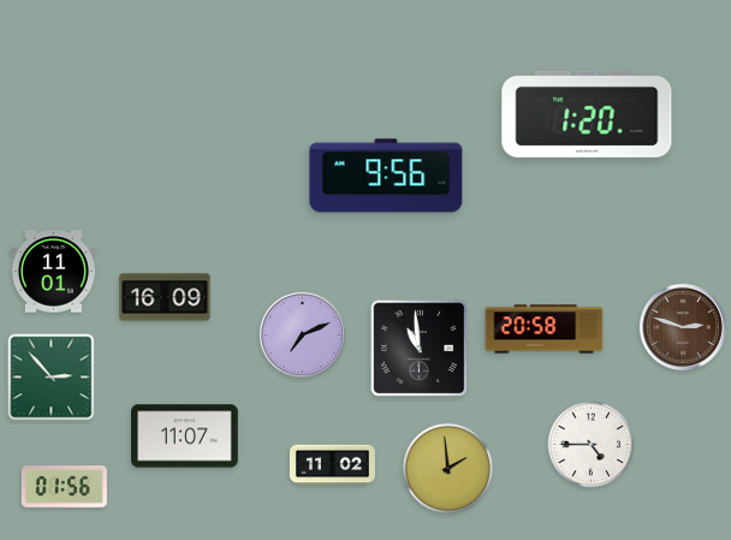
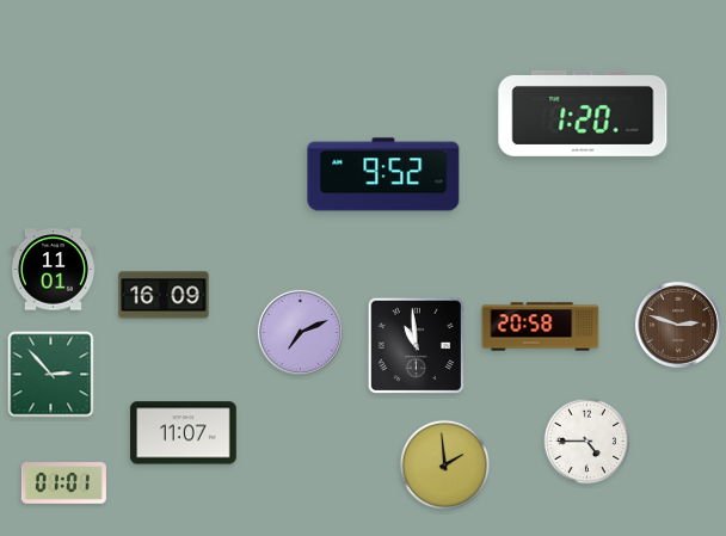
clock at (386, 176): 9:56 -> 9:52
clock at (332, 465): 11:02 -> none
clock at (64, 487): 01:56 -> 01:01
